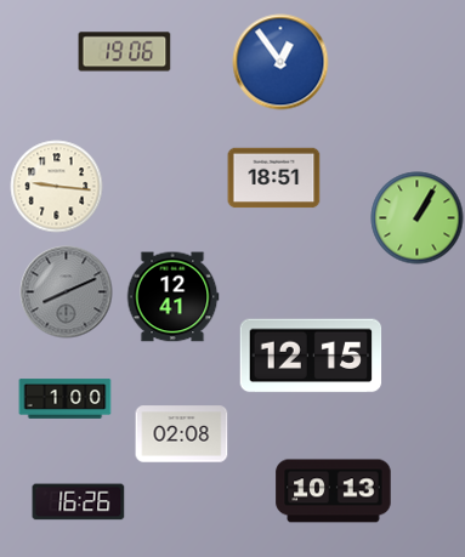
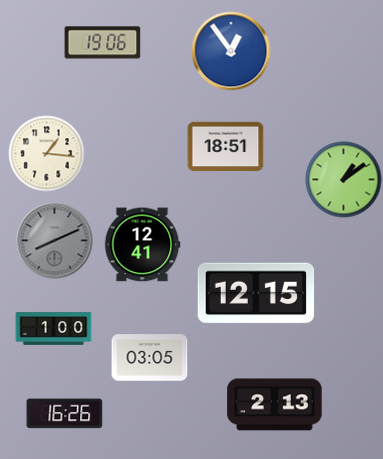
clock at (57, 187): 9:16 -> 1:16
clock at (418, 218): 1:05 -> 1:09
clock at (182, 434): 02:08 -> 03:05
clock at (334, 491): 10:13 -> 2:13
